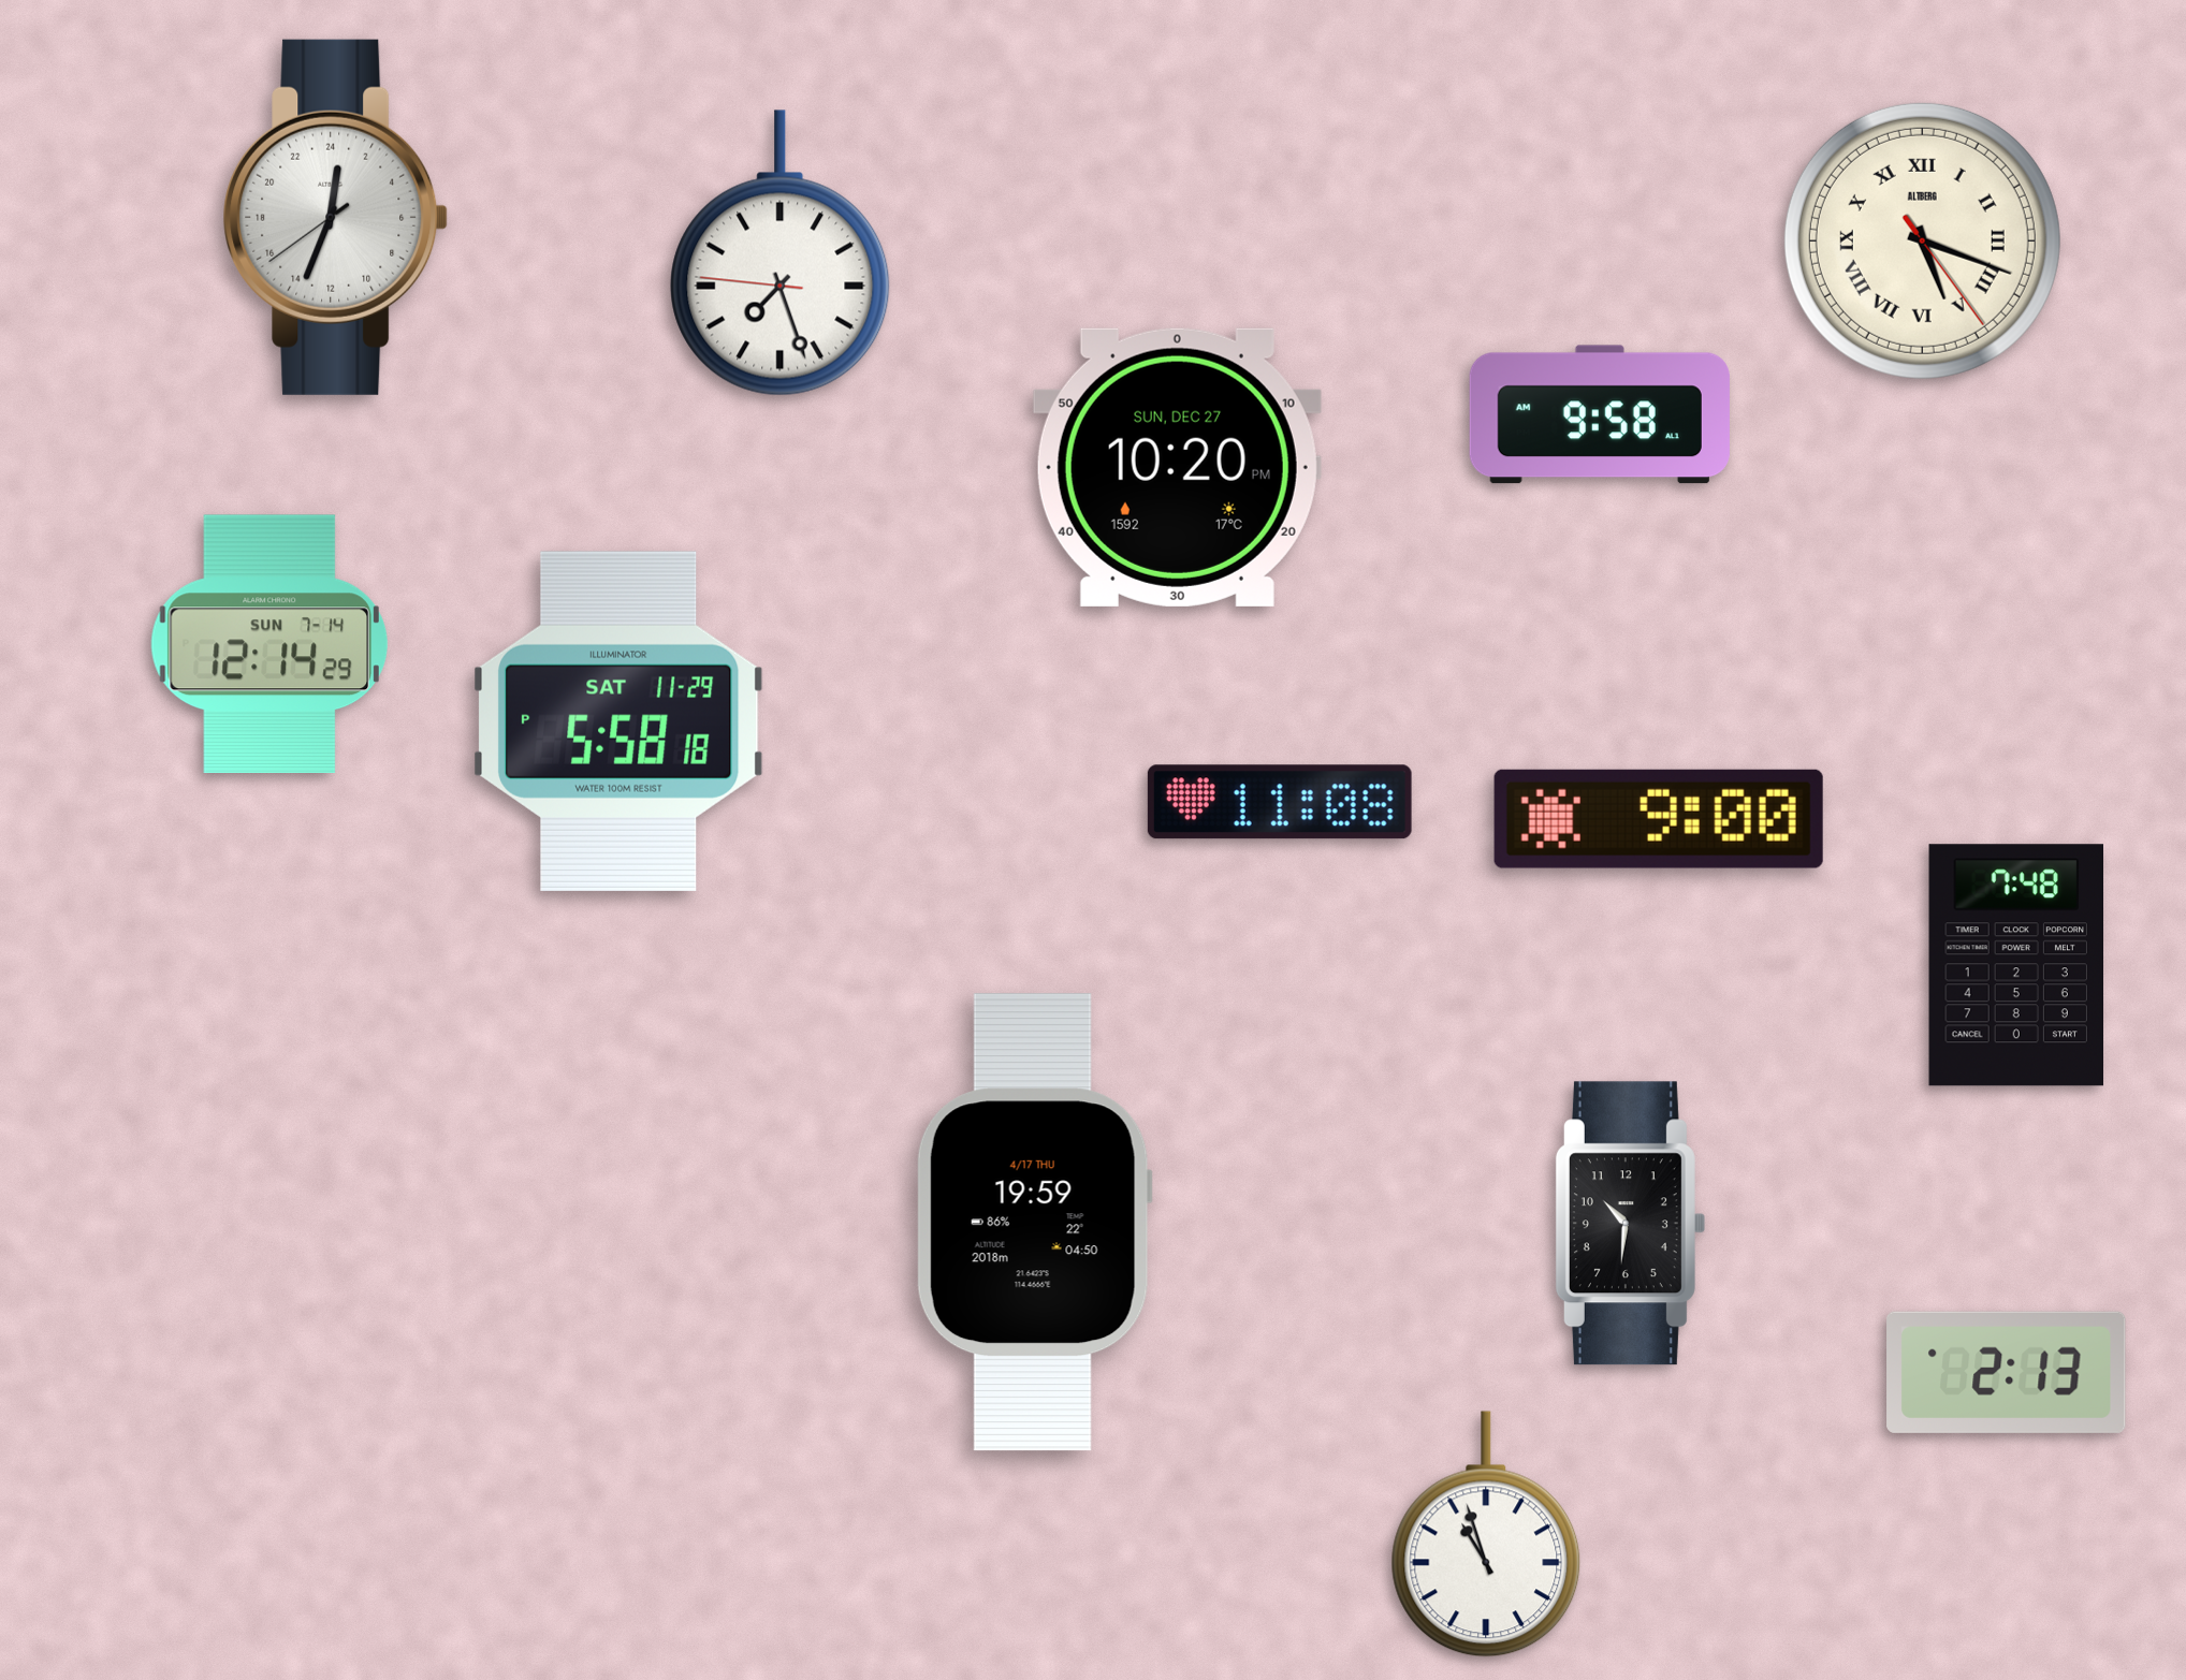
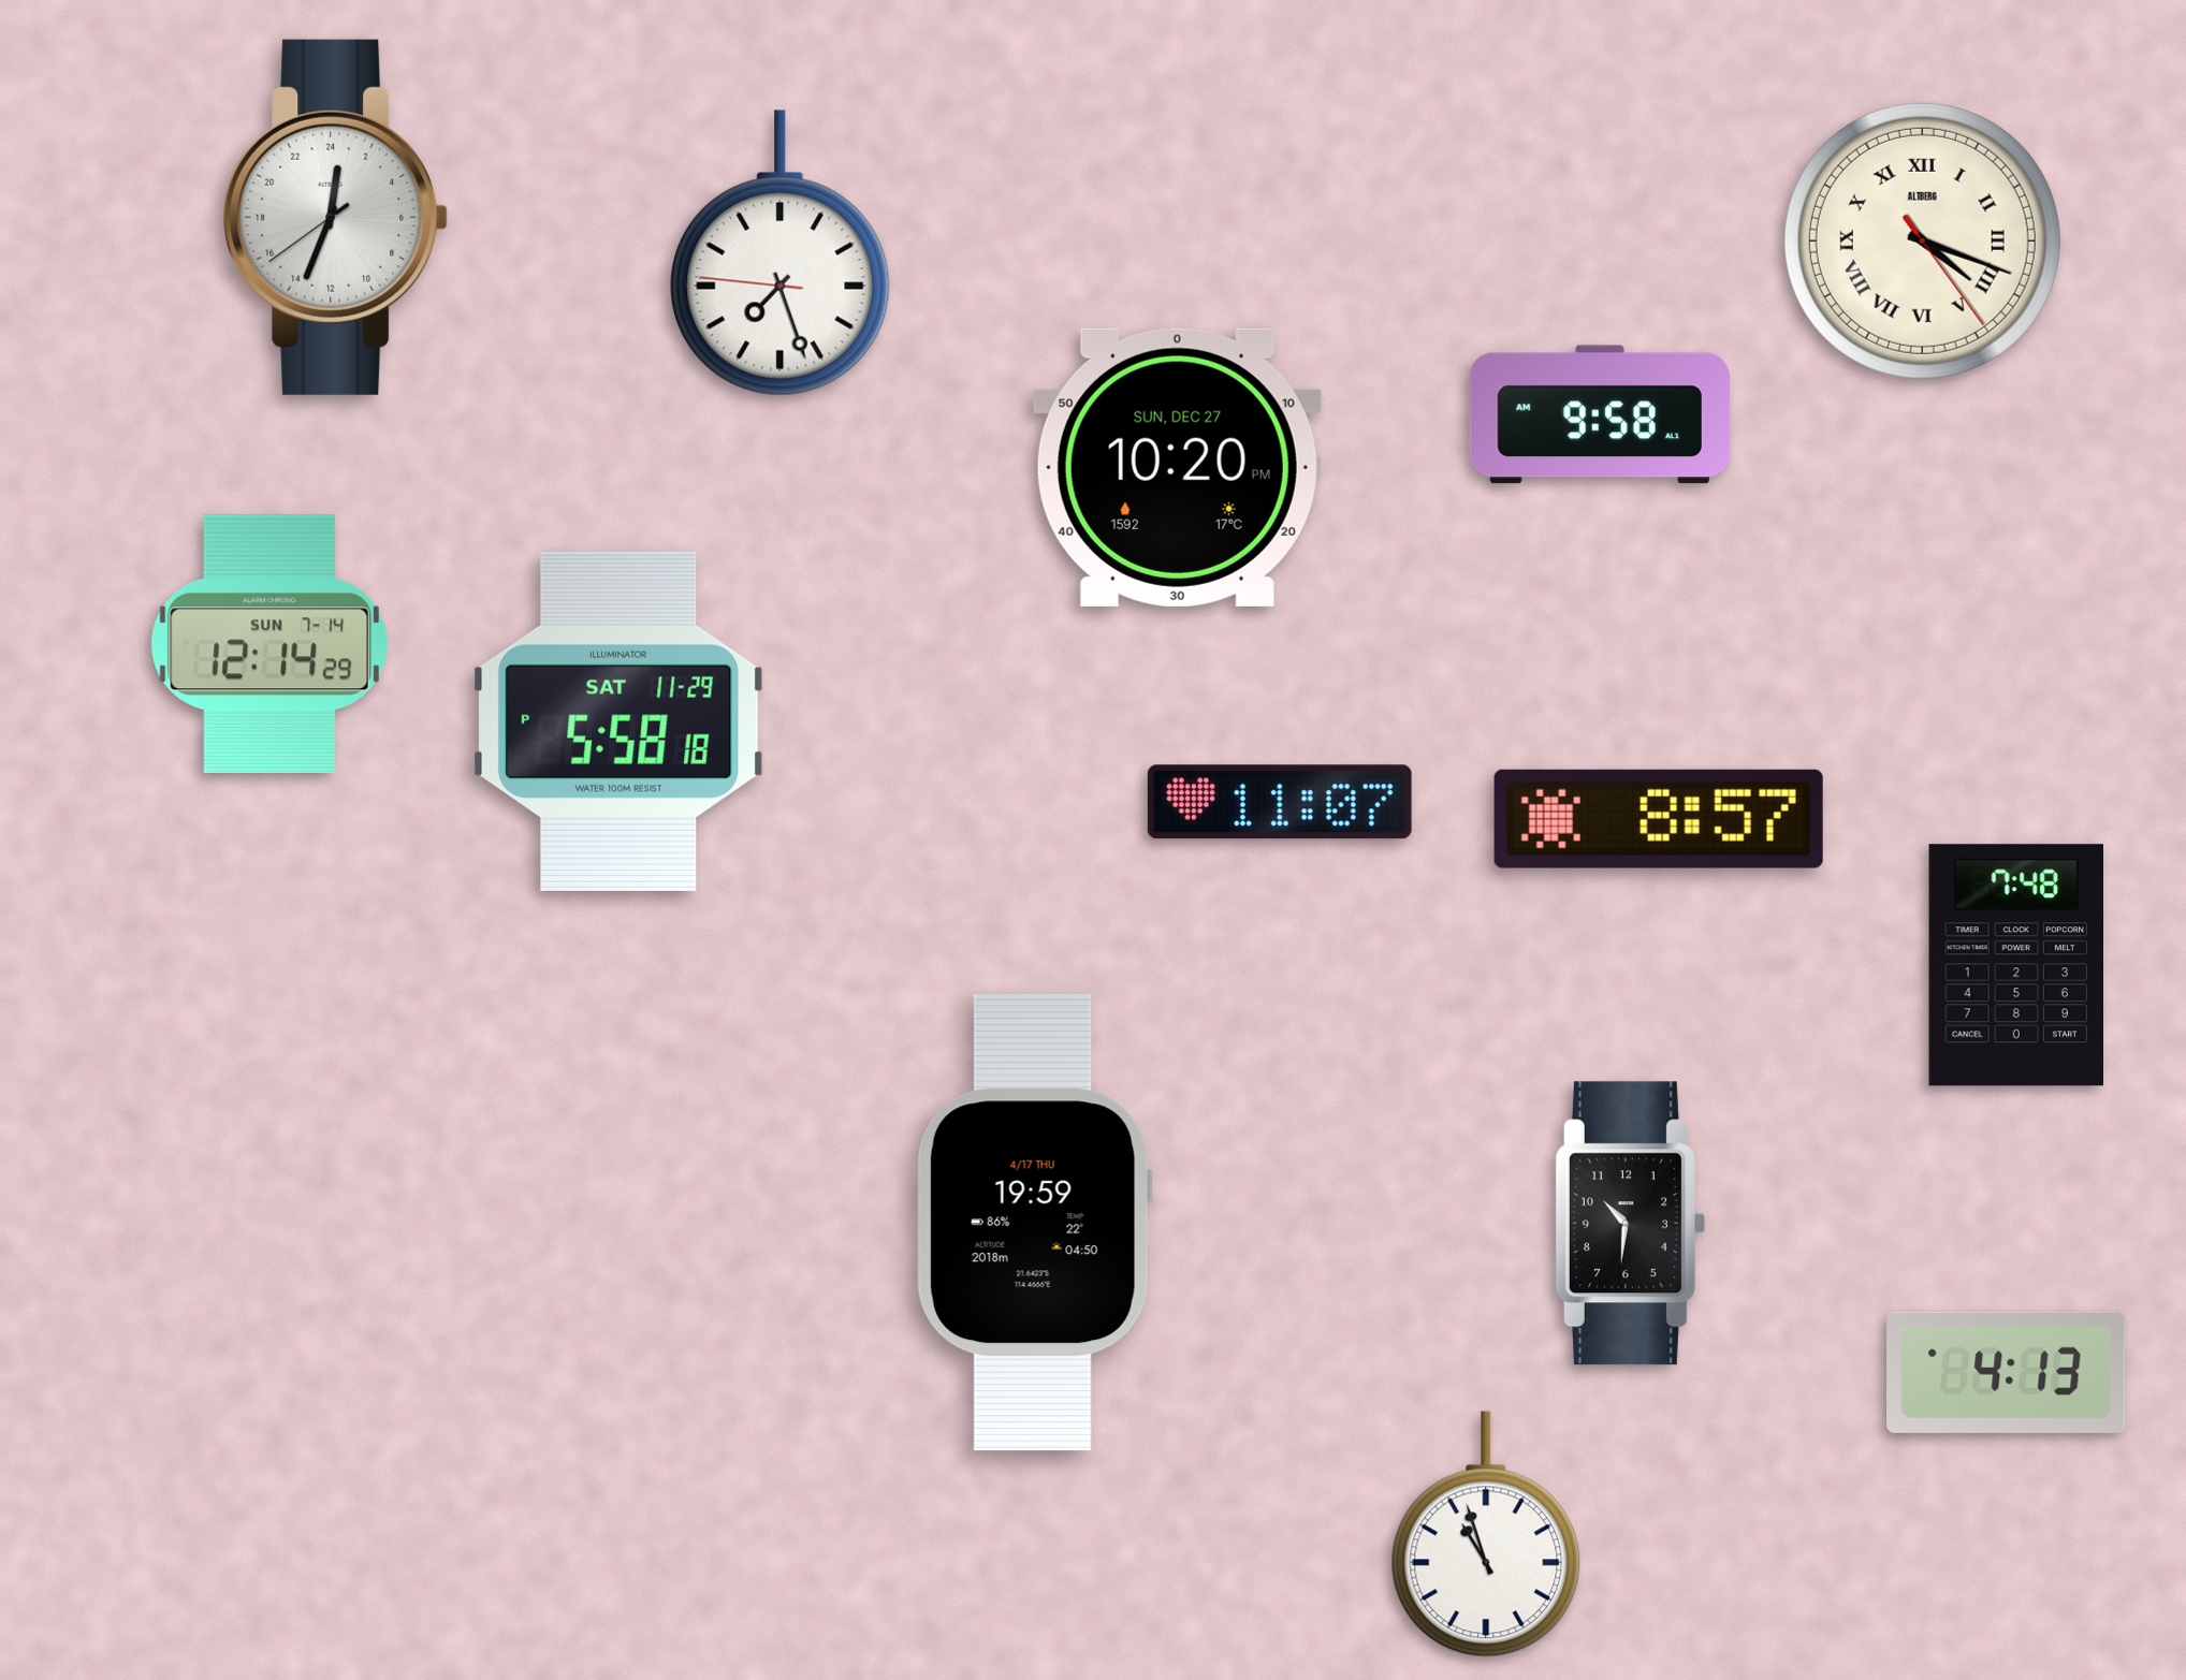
clock at (1922, 240): 5:18 -> 4:18
clock at (1280, 802): 11:08 -> 11:07
clock at (1659, 819): 9:00 -> 8:57
clock at (2007, 1372): 2:13 -> 4:13
